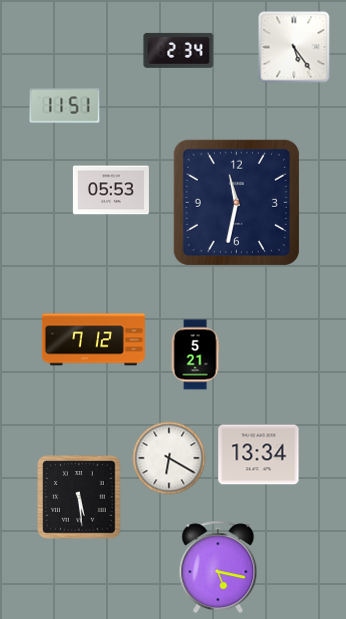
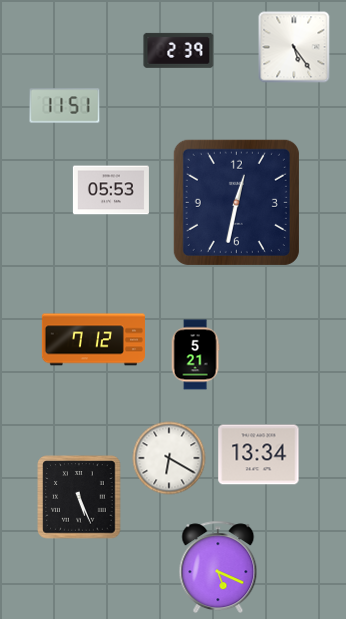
clock at (179, 50): 2:34 -> 2:39
clock at (236, 202): 11:32 -> 12:32
clock at (79, 497): 5:29 -> 5:26
clock at (218, 567): 5:17 -> 5:19
